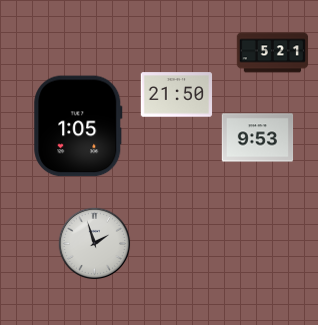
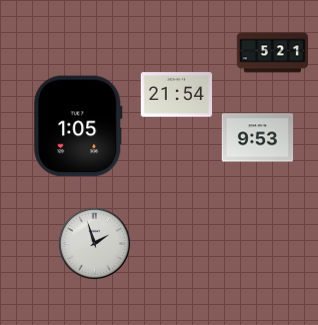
clock at (177, 95): 21:50 -> 21:54
